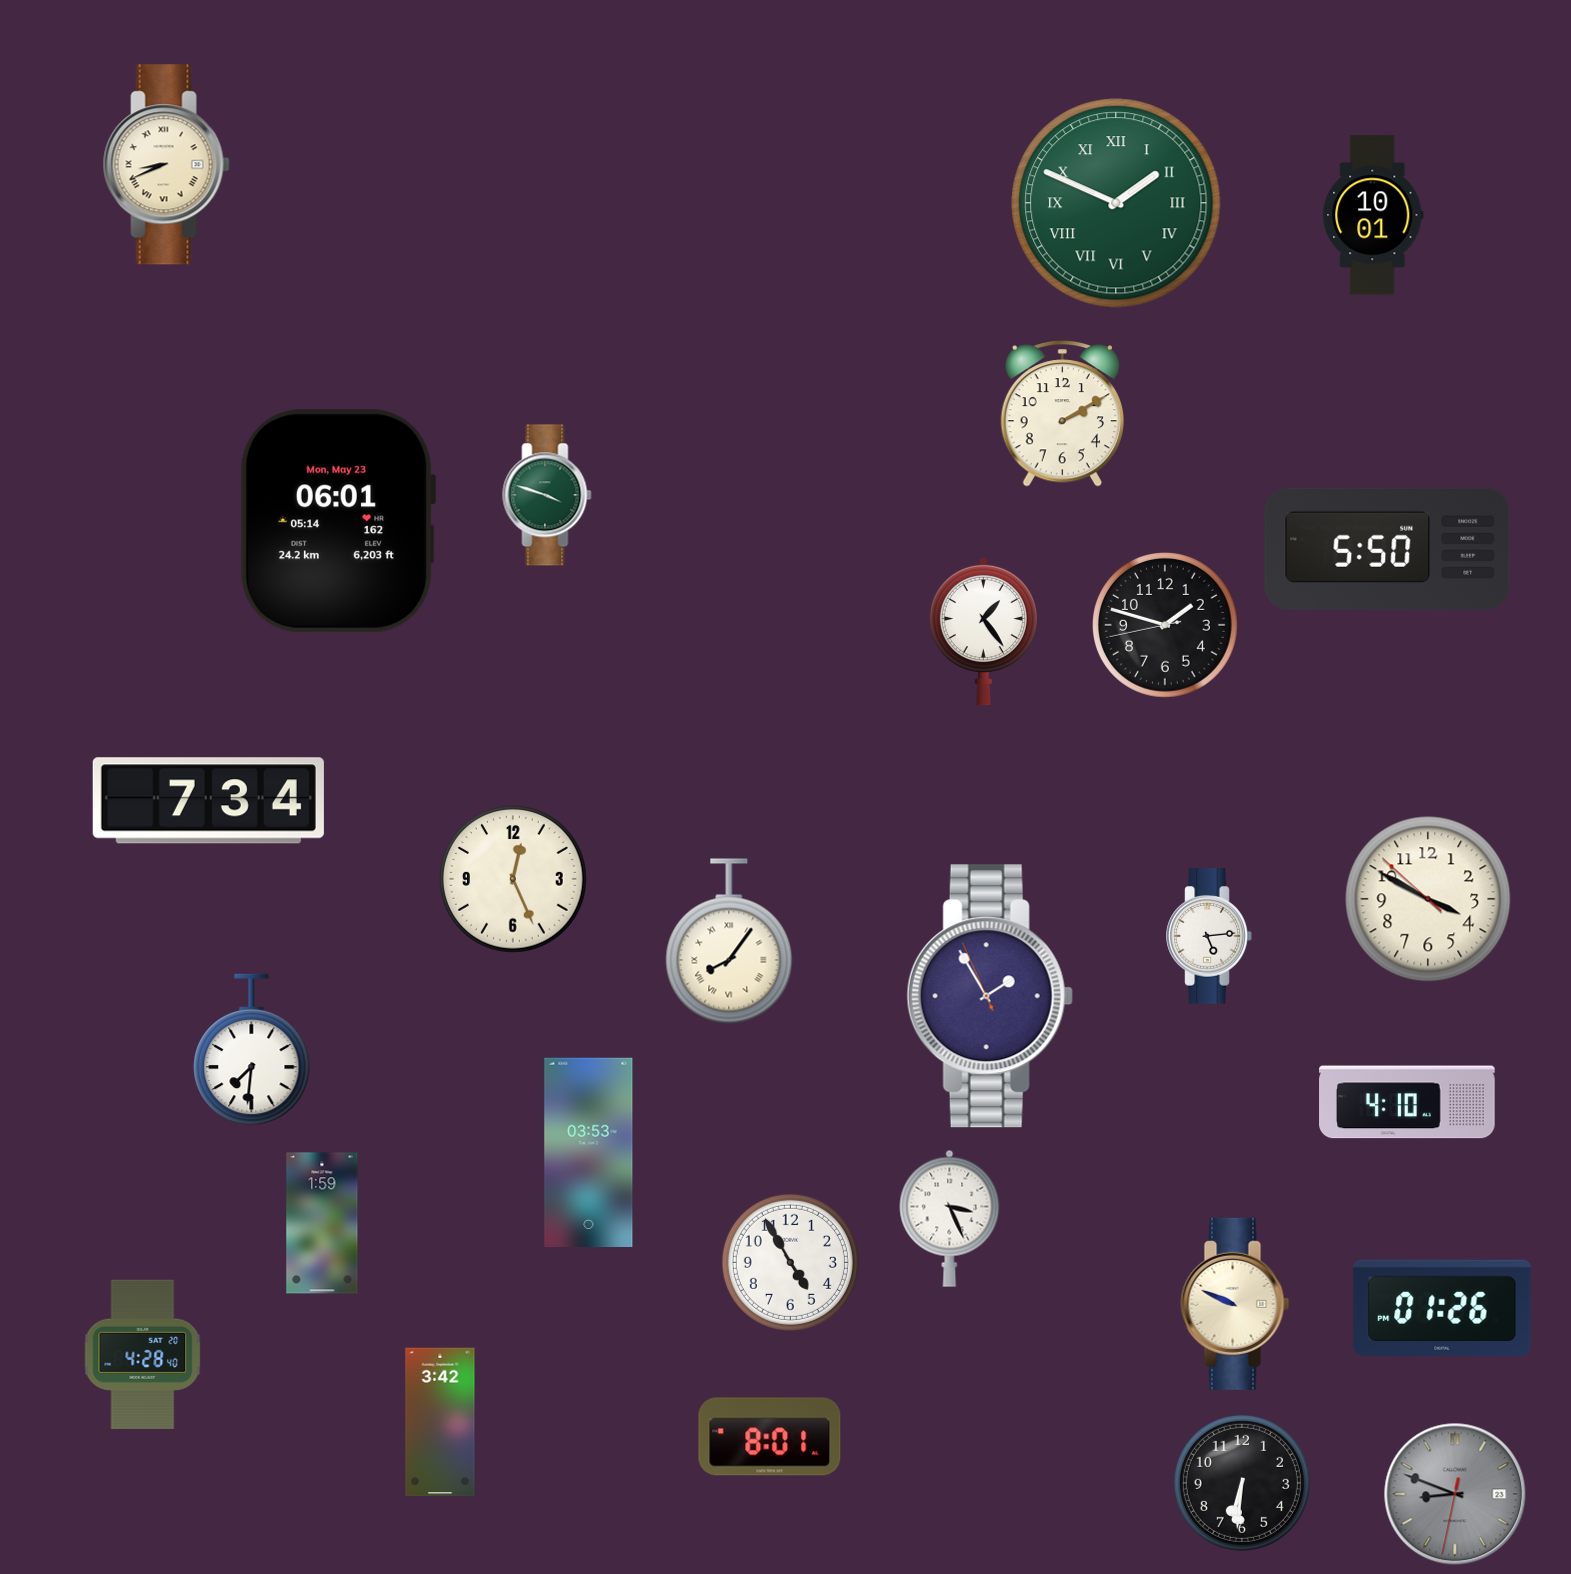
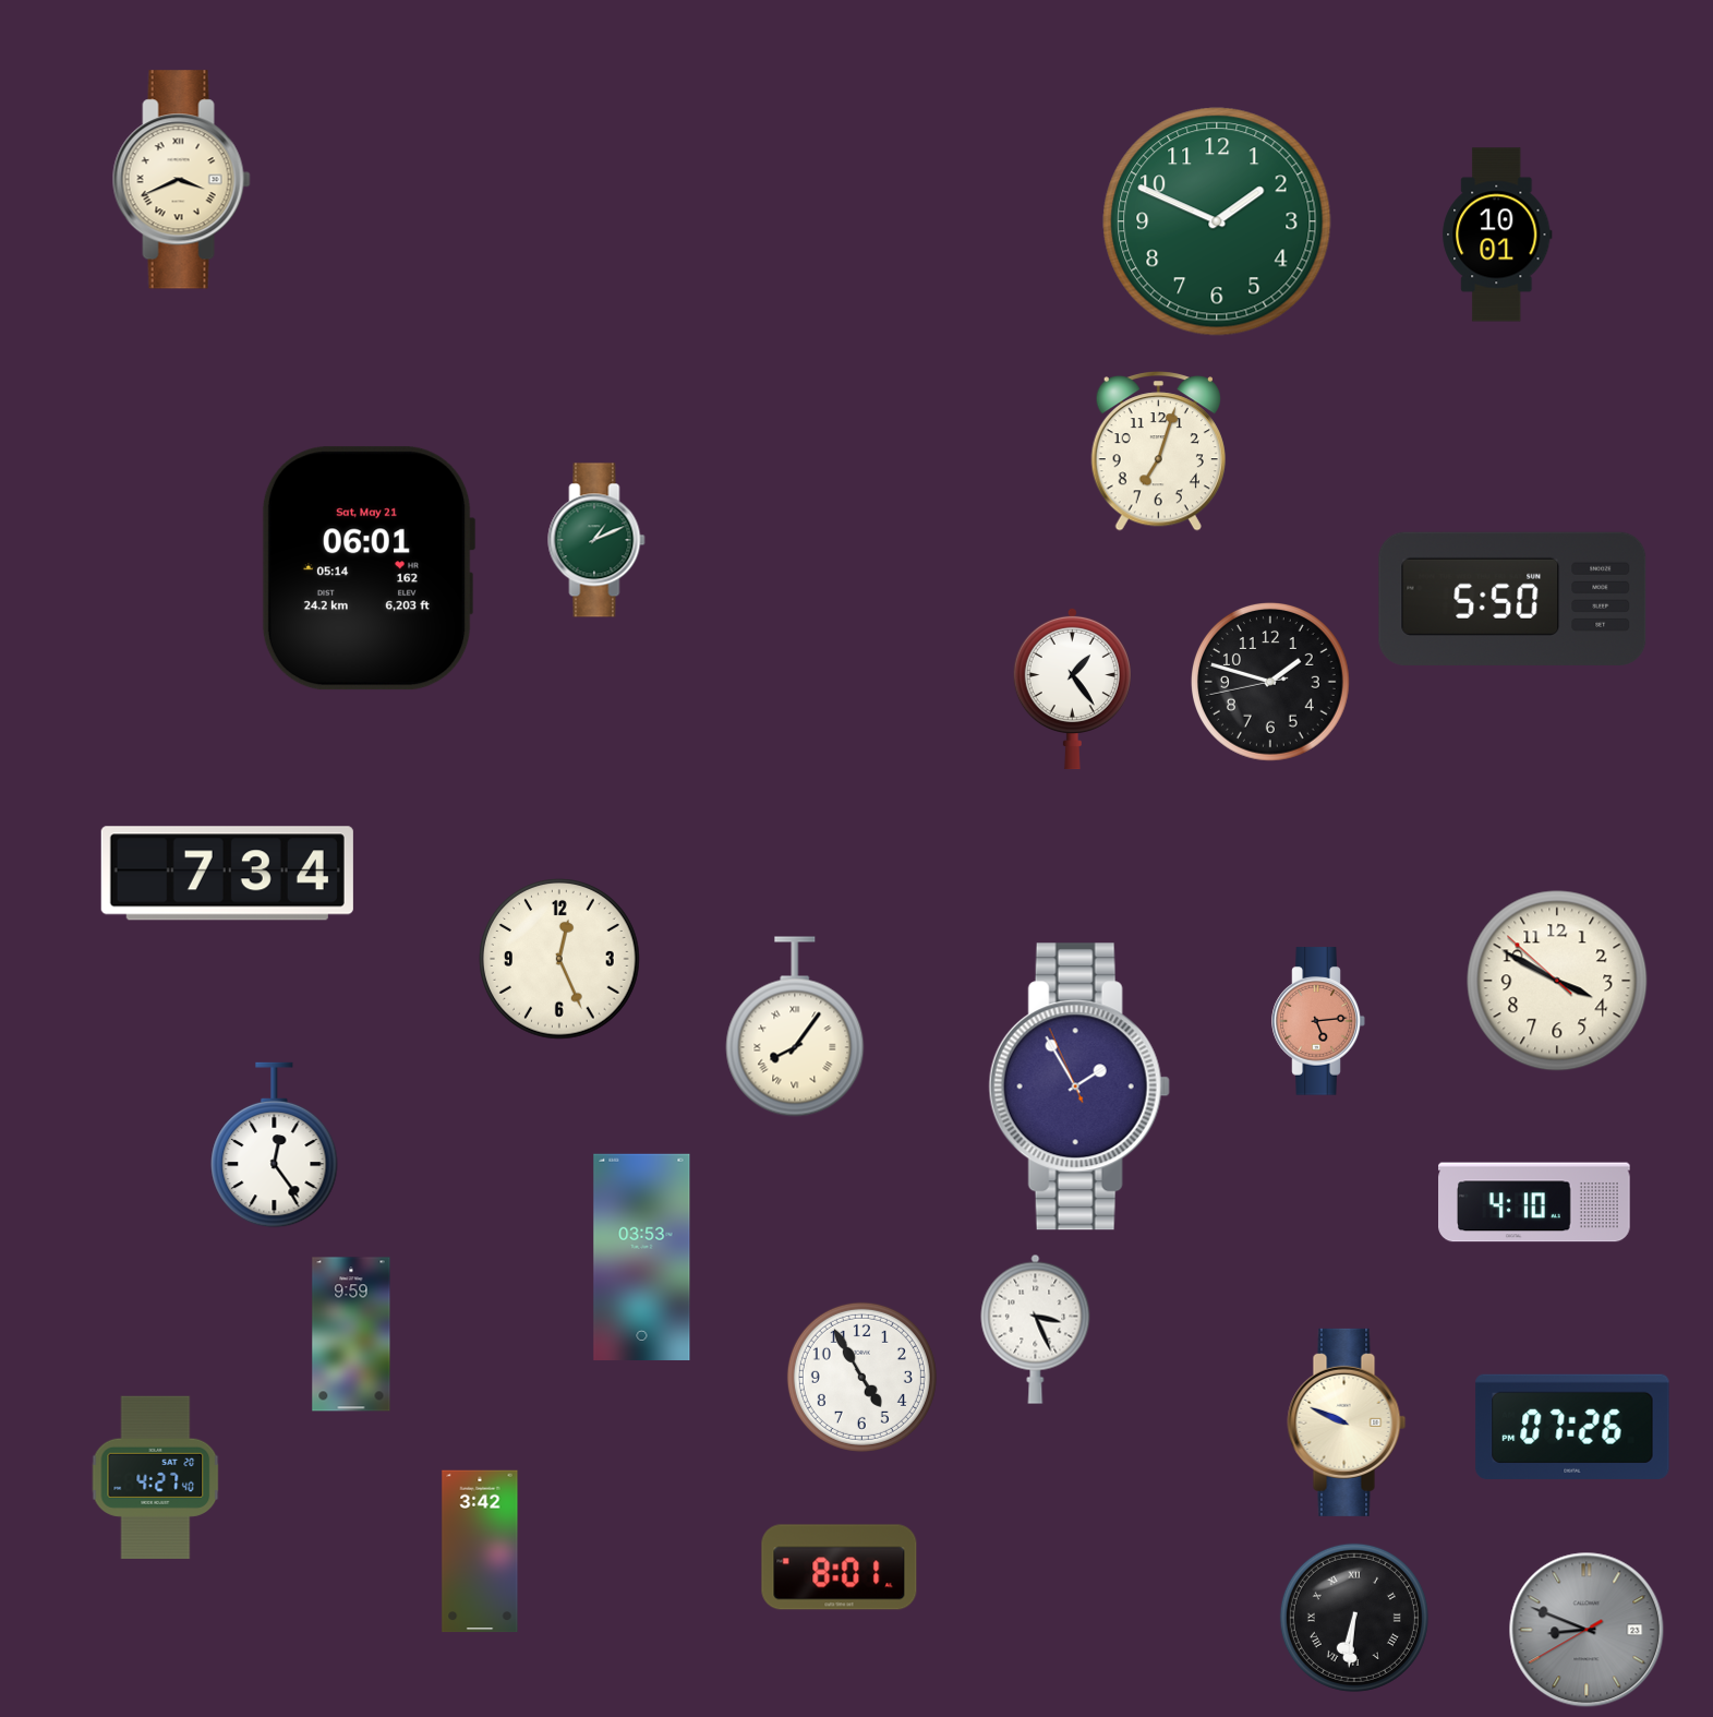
clock at (166, 165): 8:41 -> 3:41
clock at (1116, 203) numerals: Roman -> Arabic
clock at (1062, 414): 2:10 -> 7:03
clock at (547, 495): 3:48 -> 1:11
clock at (338, 521) date: Mon, May 23 -> Sat, May 21
clock at (1209, 936) dial: white -> salmon
clock at (252, 1050): 7:31 -> 12:24
clock at (322, 1223): 1:59 -> 9:59
clock at (1442, 1308): 01:26 -> 07:26
clock at (143, 1354): 4:28 -> 4:27
clock at (1242, 1483) numerals: Arabic -> Roman
clock at (1455, 1494): 8:48:32 -> 8:48:40
